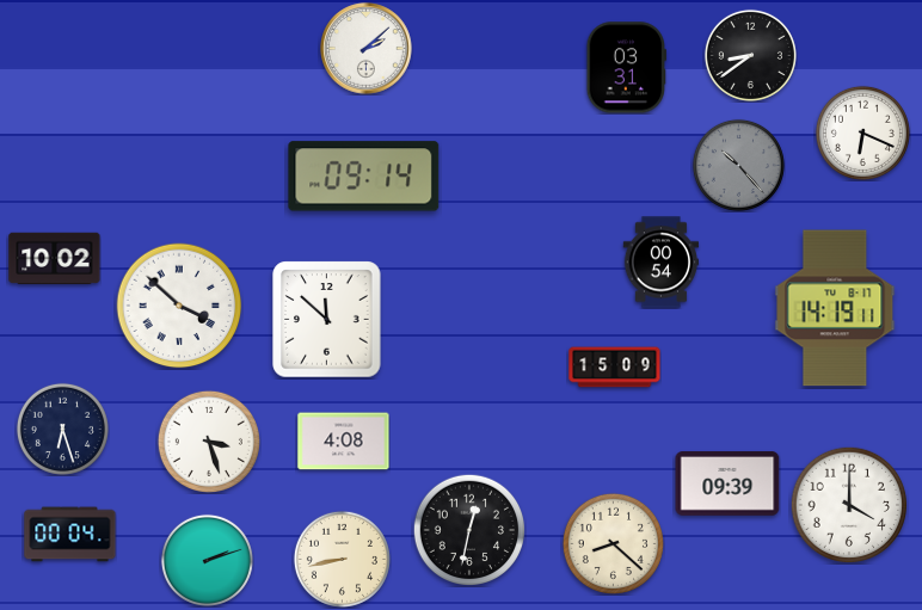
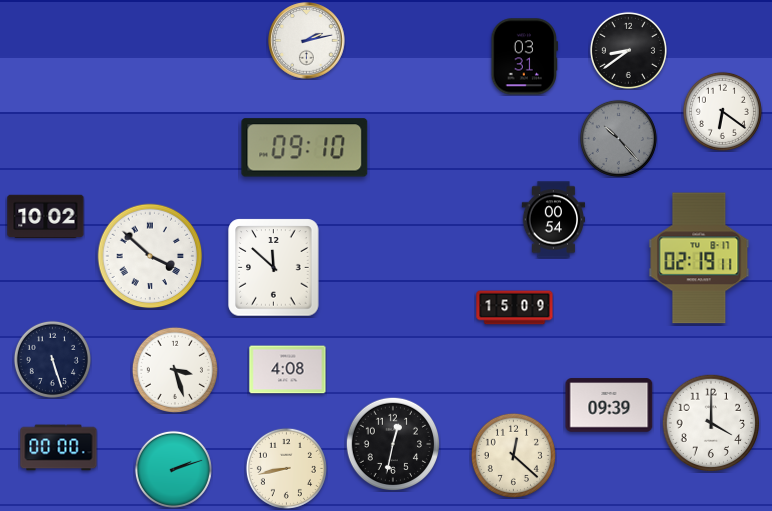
clock at (367, 49): 2:08 -> 2:13
clock at (750, 55) position: (750, 55) -> (628, 50)
clock at (862, 133): 6:19 -> 6:21
clock at (364, 177): 09:14 -> 09:10
clock at (835, 308): 14:19 -> 02:19
clock at (62, 429): 6:27 -> 5:27
clock at (70, 535): 00:04 -> 00:00
clock at (613, 543): 8:22 -> 12:22
